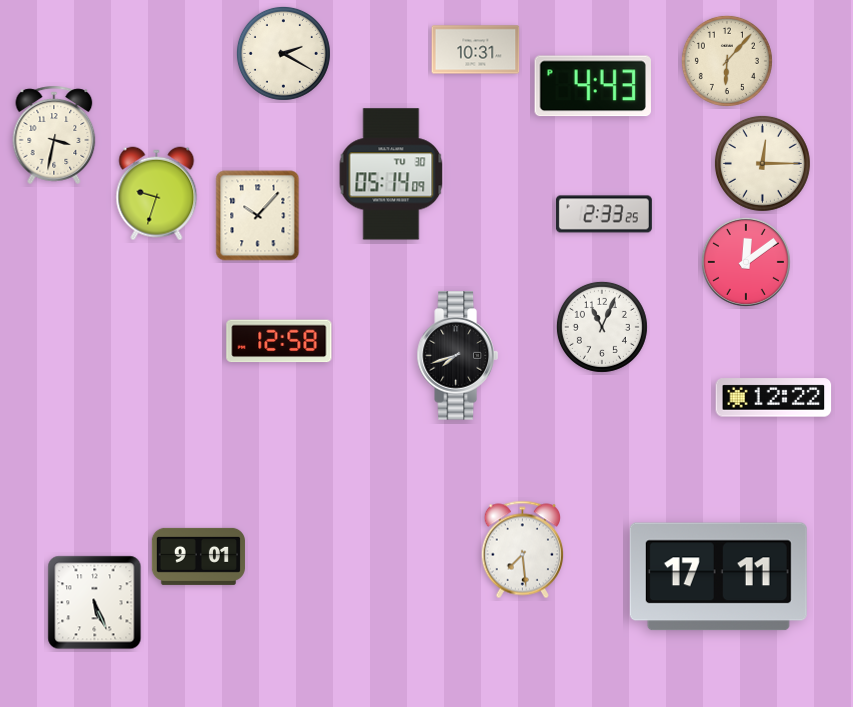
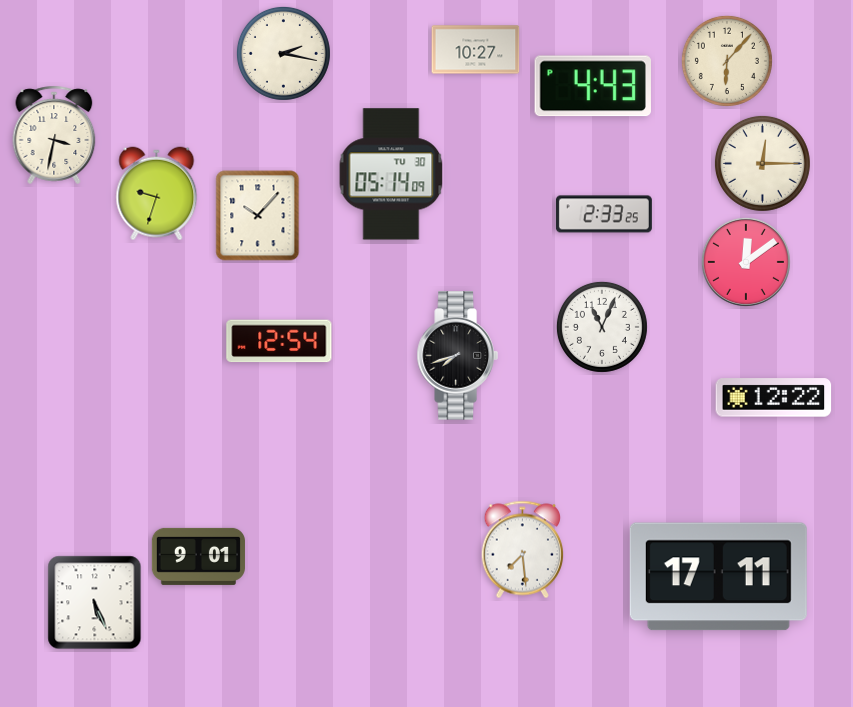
clock at (476, 50): 10:31 -> 10:27
clock at (283, 53): 2:20 -> 2:17
clock at (279, 341): 12:58 -> 12:54
